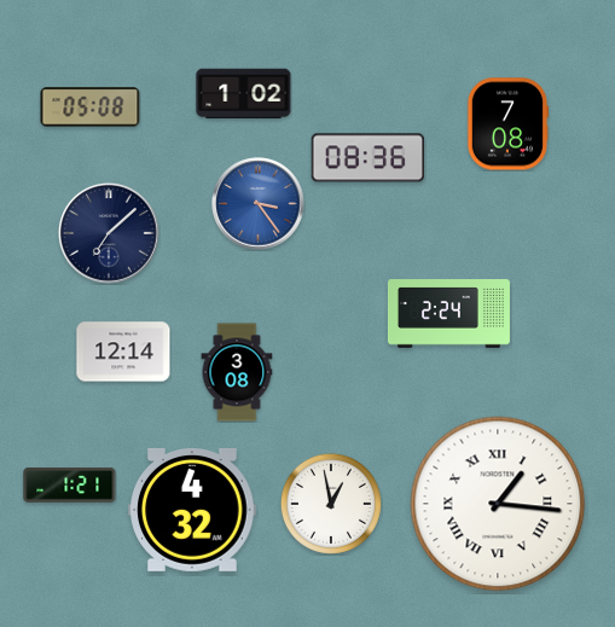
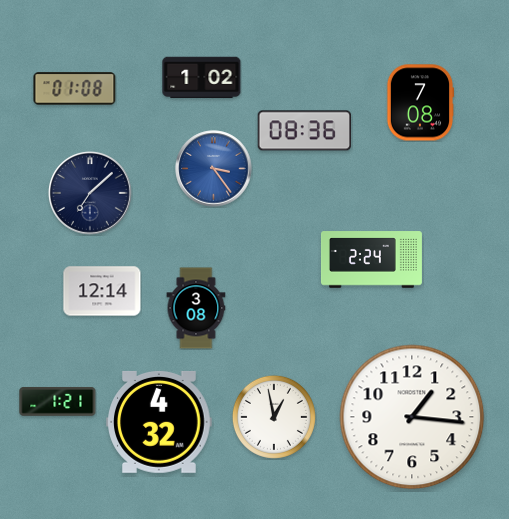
clock at (91, 108): 05:08 -> 01:08
clock at (498, 504) numerals: Roman -> Arabic
